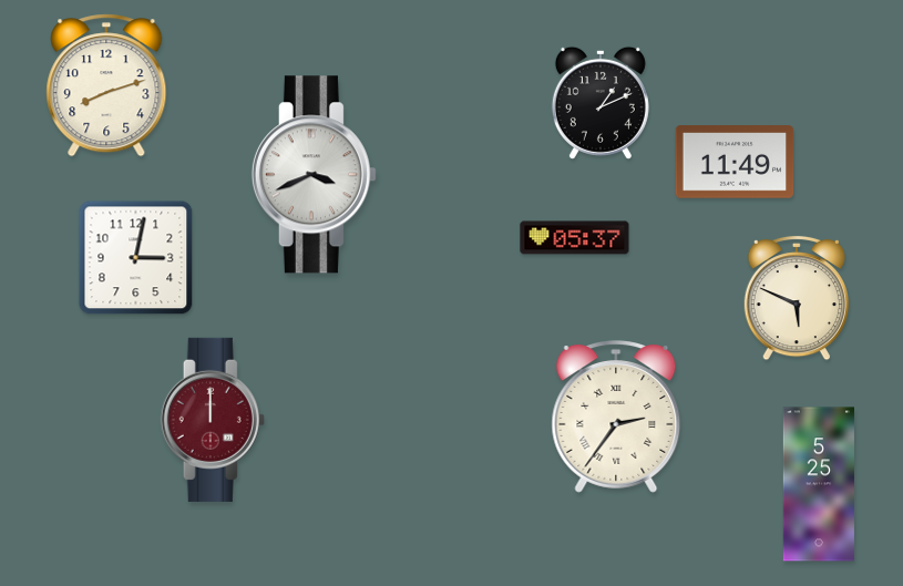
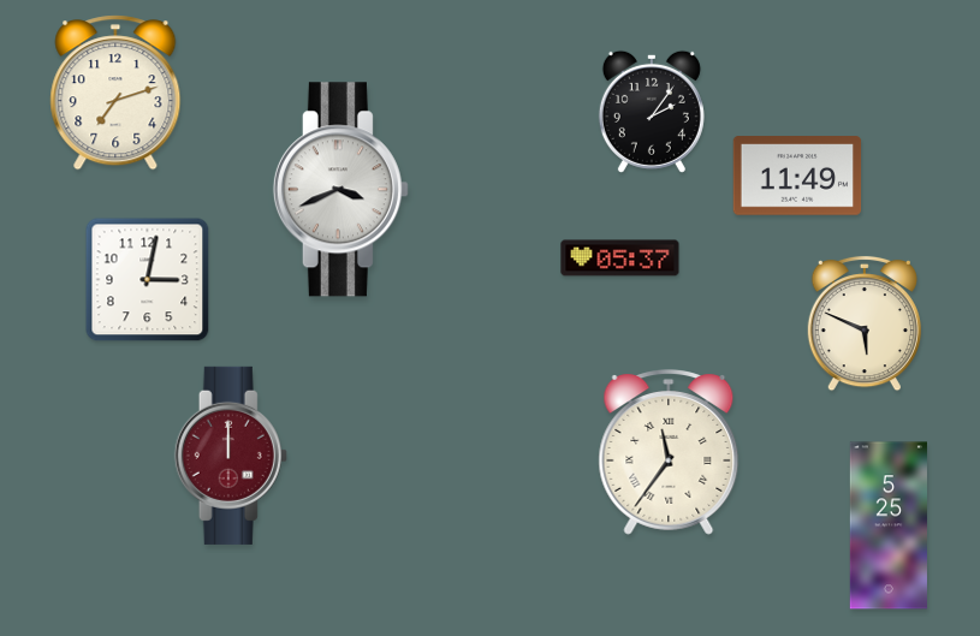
clock at (106, 85): 8:12 -> 7:12
clock at (601, 103): 1:11 -> 2:06
clock at (575, 238) position: (575, 238) -> (620, 258)
clock at (616, 417): 2:36 -> 11:36
